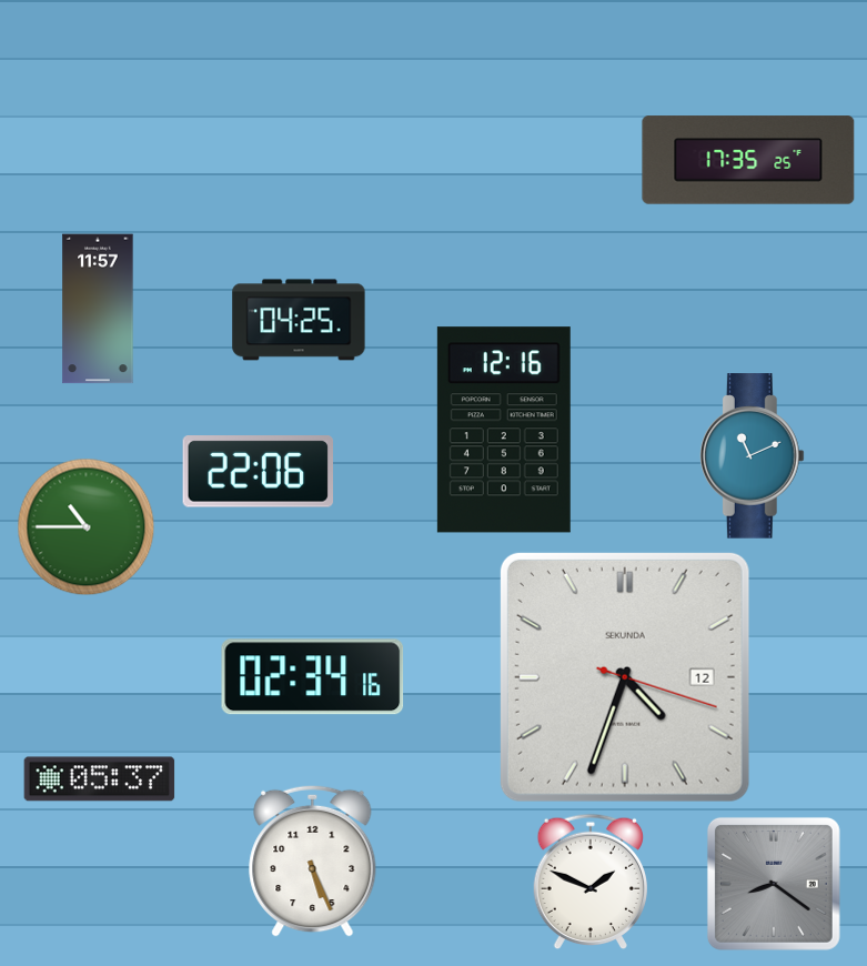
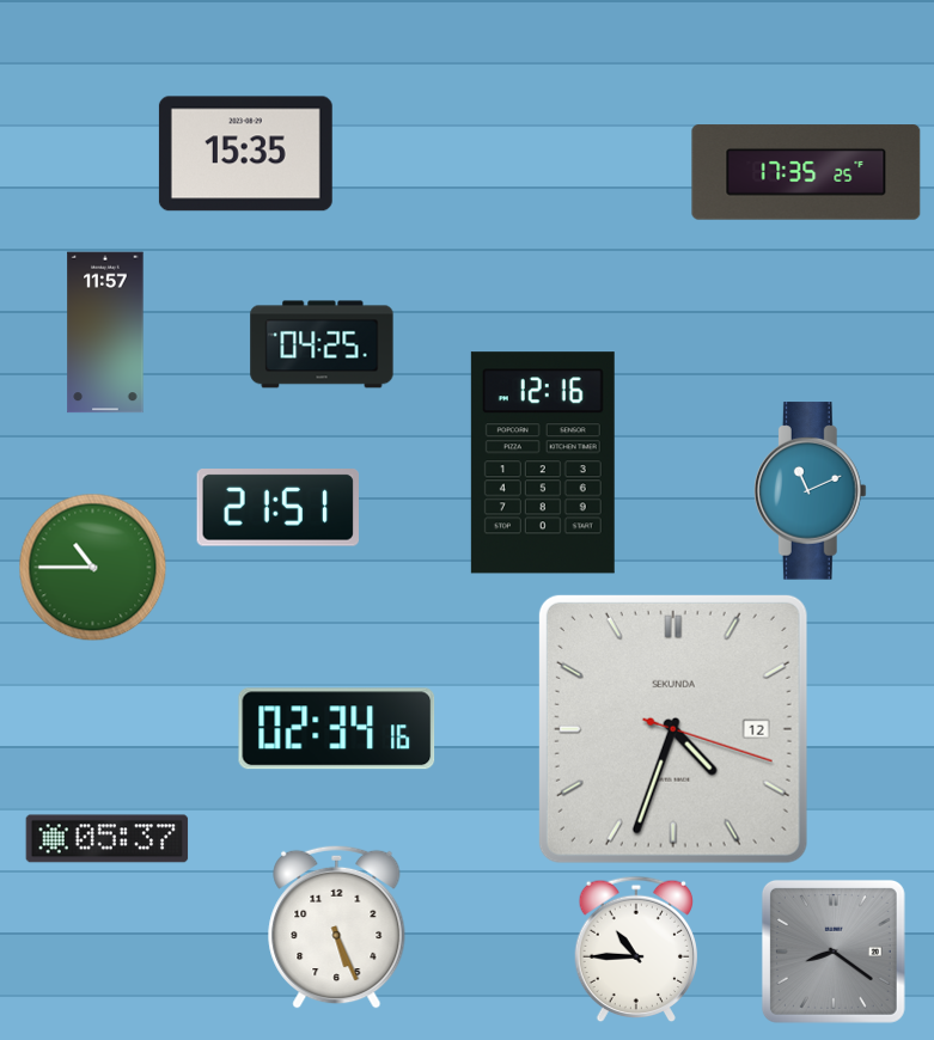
clock at (245, 154): none -> 15:35
clock at (258, 472): 22:06 -> 21:51
clock at (591, 882): 1:49 -> 10:45
